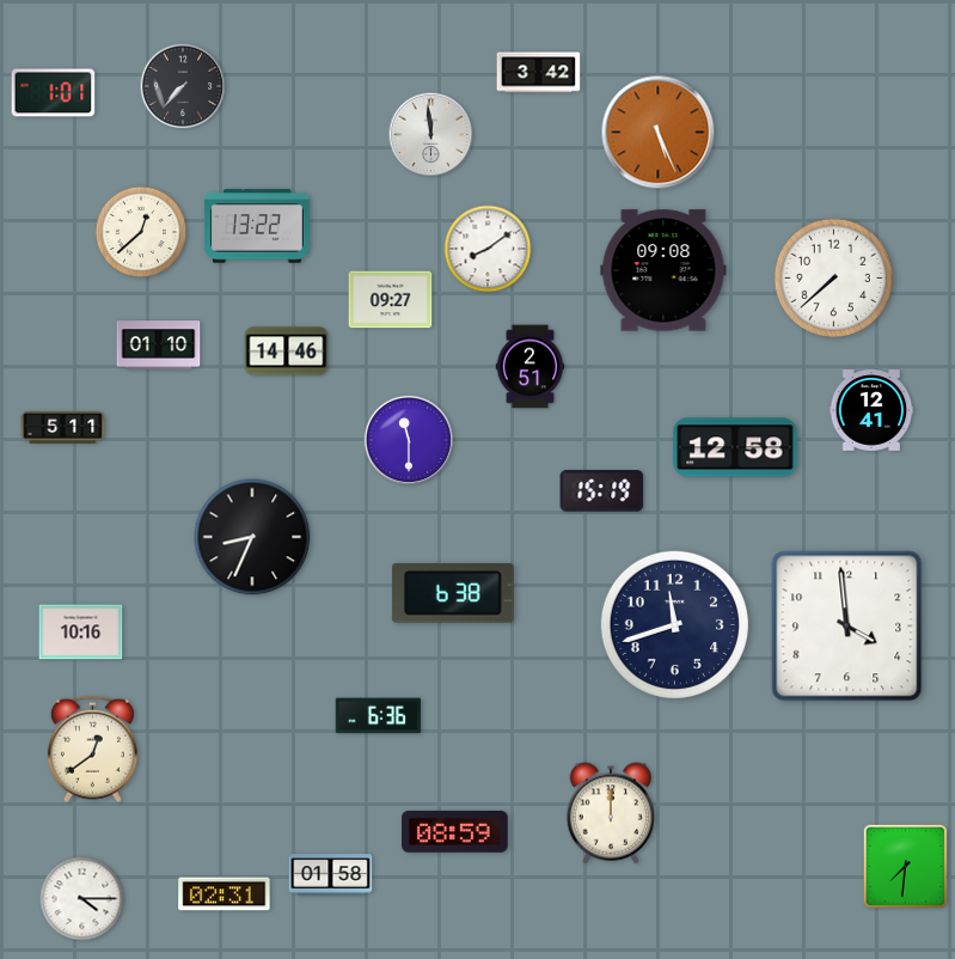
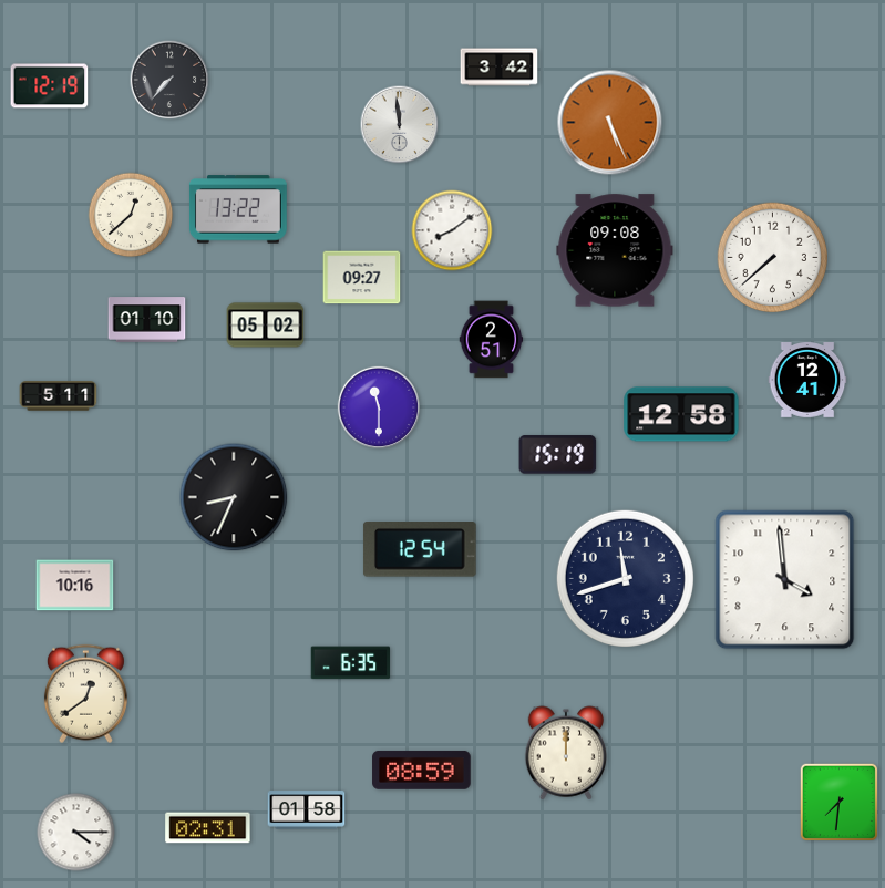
clock at (54, 93): 1:01 -> 12:19
clock at (287, 352): 14:46 -> 05:02
clock at (453, 594): 6:38 -> 12:54
clock at (379, 716): 6:36 -> 6:35
